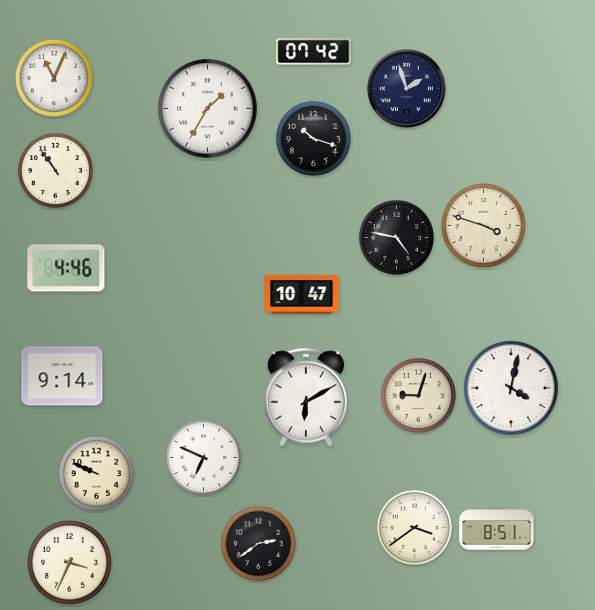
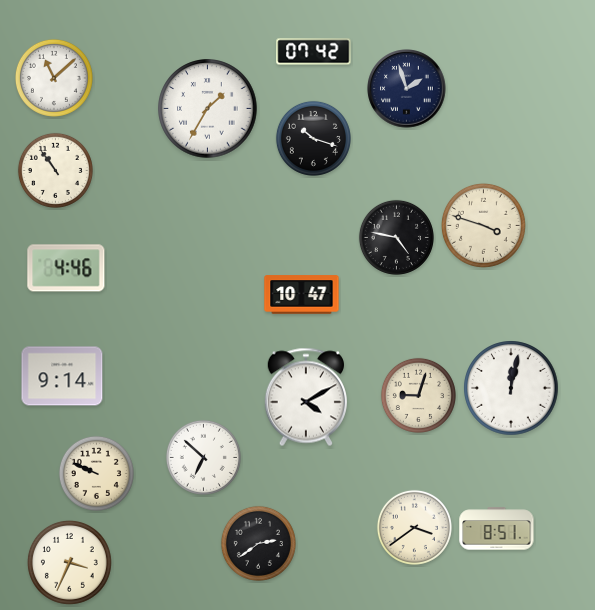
clock at (54, 78): 11:04 -> 11:08
clock at (511, 388): 4:02 -> 12:02
clock at (305, 397): 6:10 -> 4:10
clock at (203, 457): 6:49 -> 6:52
